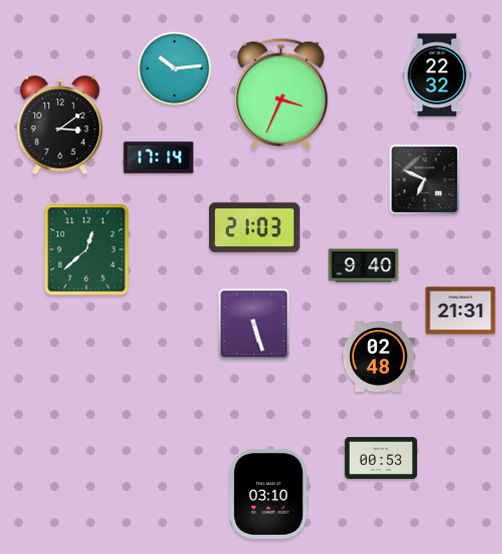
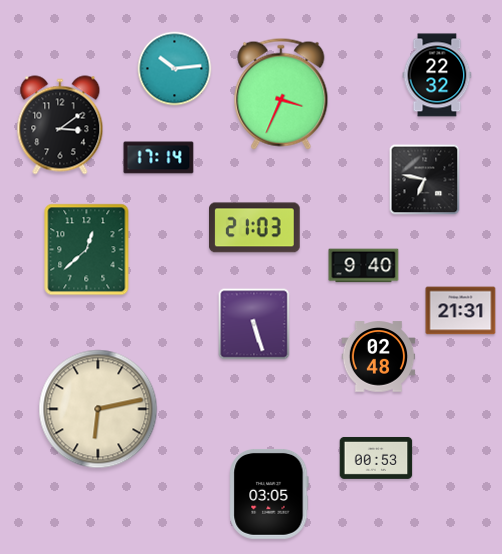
clock at (425, 180): 6:49 -> 6:47
clock at (98, 409): none -> 6:13
clock at (381, 458) position: (381, 458) -> (376, 458)
clock at (269, 494): 03:10 -> 03:05
